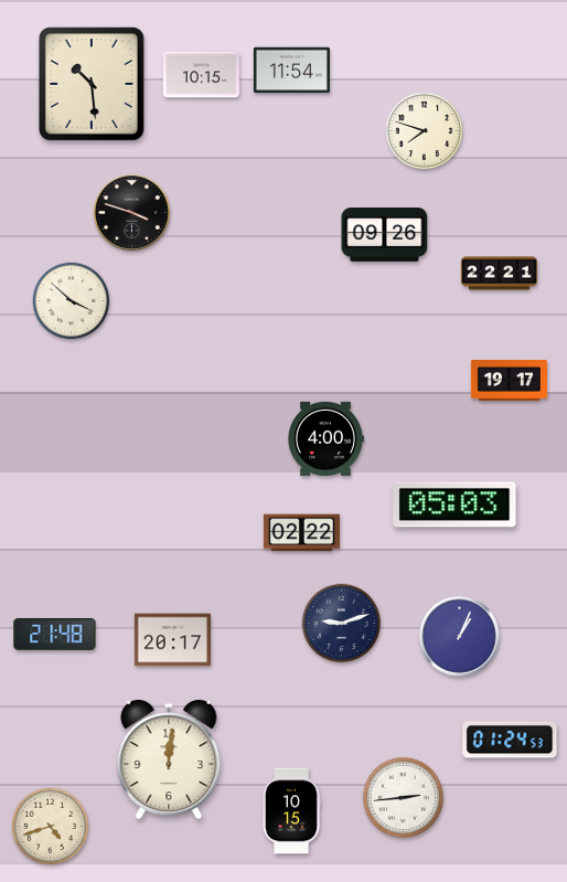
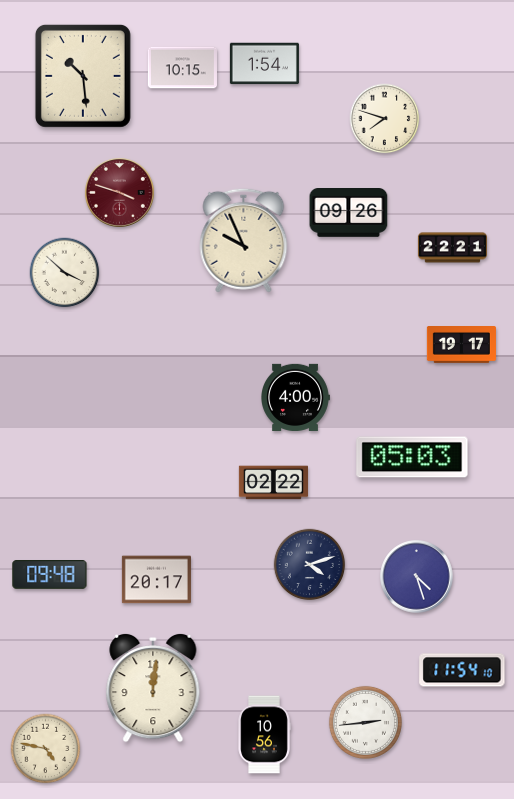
clock at (291, 71): 11:54 -> 1:54
clock at (131, 212) dial: black -> burgundy
clock at (244, 240): none -> 9:56
clock at (342, 624): 9:12 -> 4:12
clock at (55, 635): 21:48 -> 09:48
clock at (460, 637): 1:04 -> 4:27
clock at (510, 740): 01:24 -> 11:54
clock at (291, 811): 10:15 -> 10:56
clock at (51, 827): 4:42 -> 4:47
